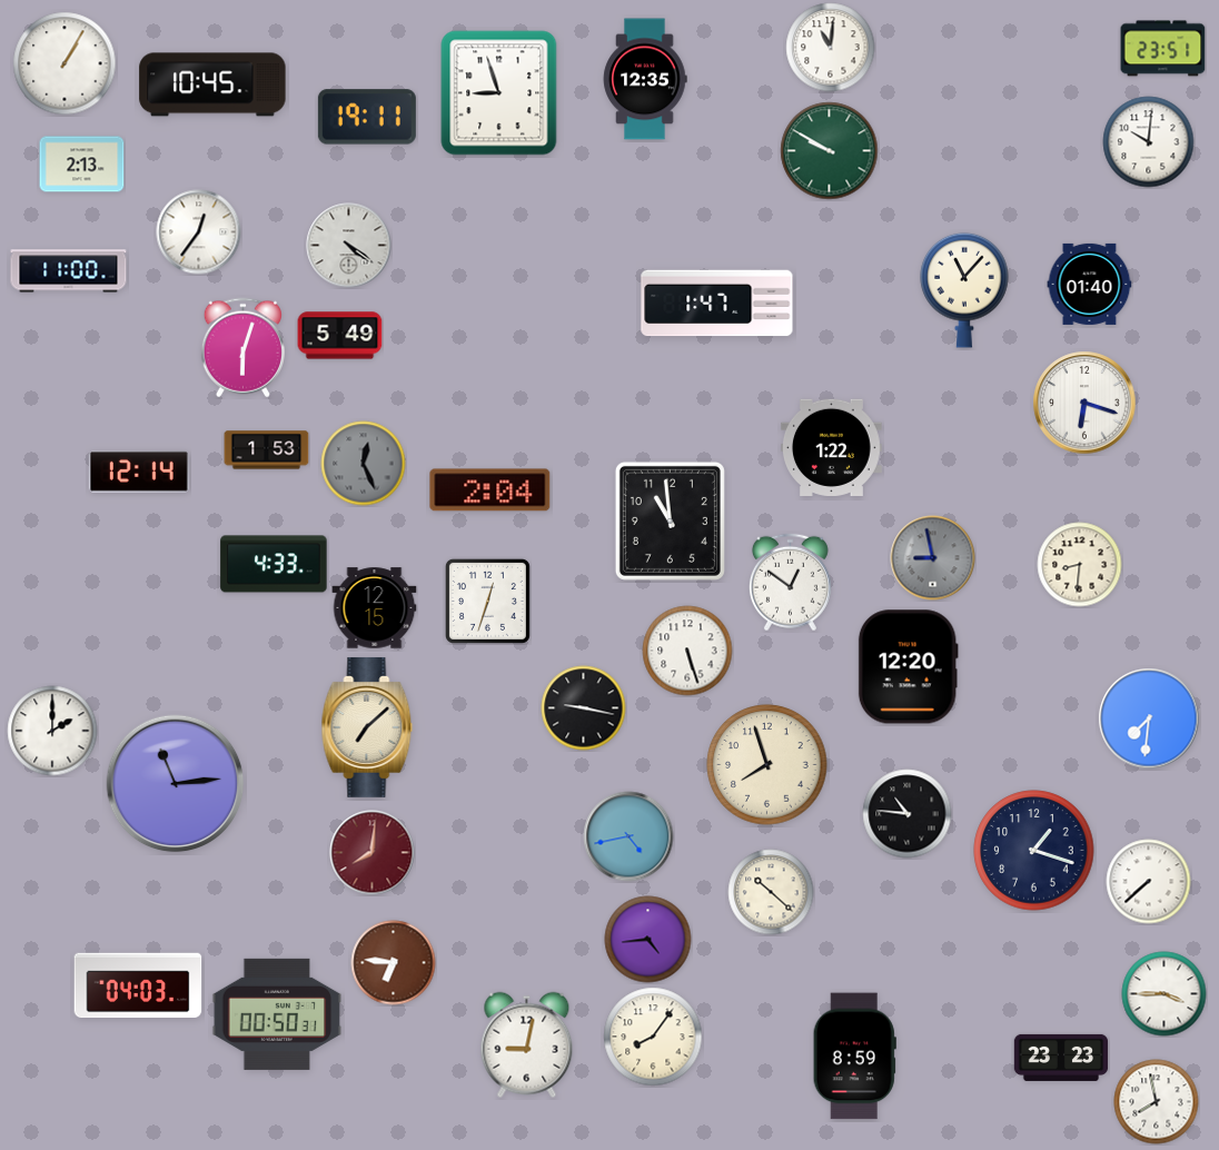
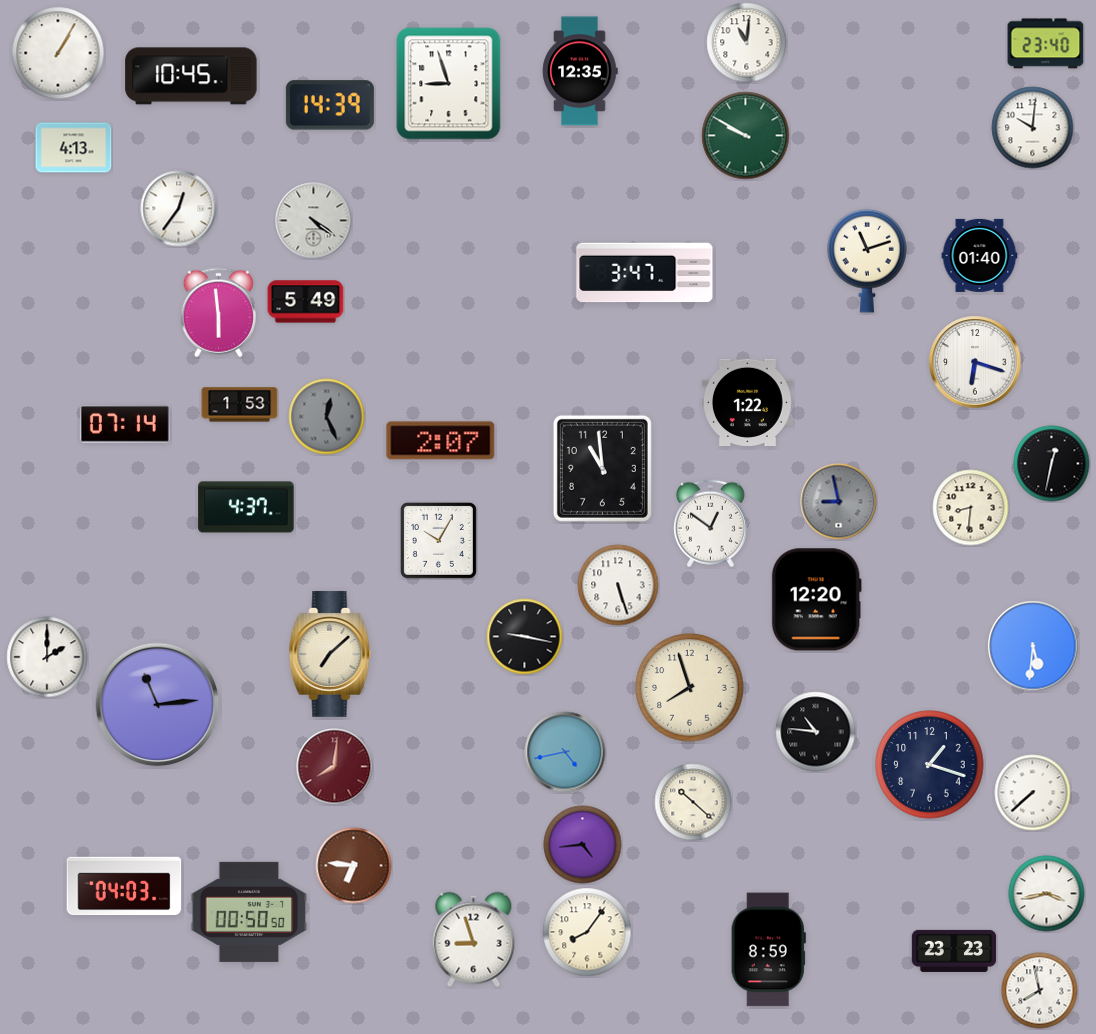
clock at (1163, 49): 23:51 -> 23:40
clock at (65, 63) position: (65, 63) -> (58, 53)
clock at (367, 117): 19:11 -> 14:39
clock at (82, 165): 2:13 -> 4:13
clock at (69, 271): 11:00 -> none
clock at (964, 290): 11:07 -> 11:12
clock at (717, 304): 1:47 -> 3:47
clock at (242, 348): 6:03 -> 5:59
clock at (139, 473): 12:14 -> 07:14
clock at (490, 490): 2:04 -> 2:07
clock at (1052, 464): none -> 12:32
clock at (274, 564): 4:33 -> 4:37
clock at (487, 601): 12:33 -> 10:05
clock at (375, 608): 12:15 -> none
clock at (1149, 718): 7:31 -> 5:31
clock at (1165, 994): 3:45 -> 3:43
clock at (277, 1014): 00:50:31 -> 00:50:50
clock at (527, 1045): 9:02 -> 8:57
